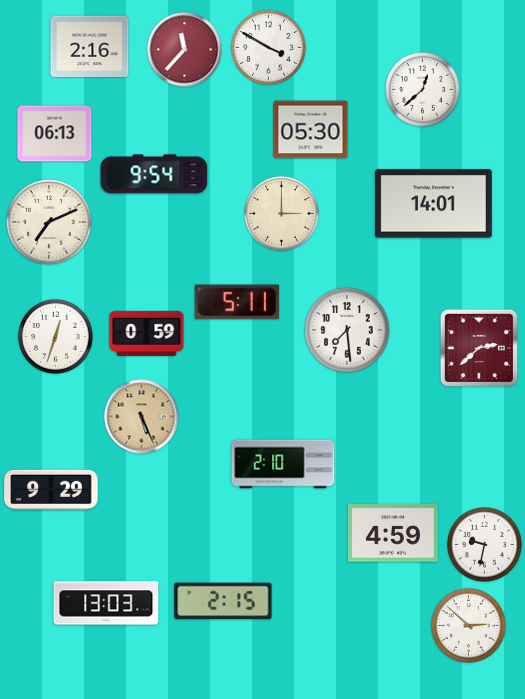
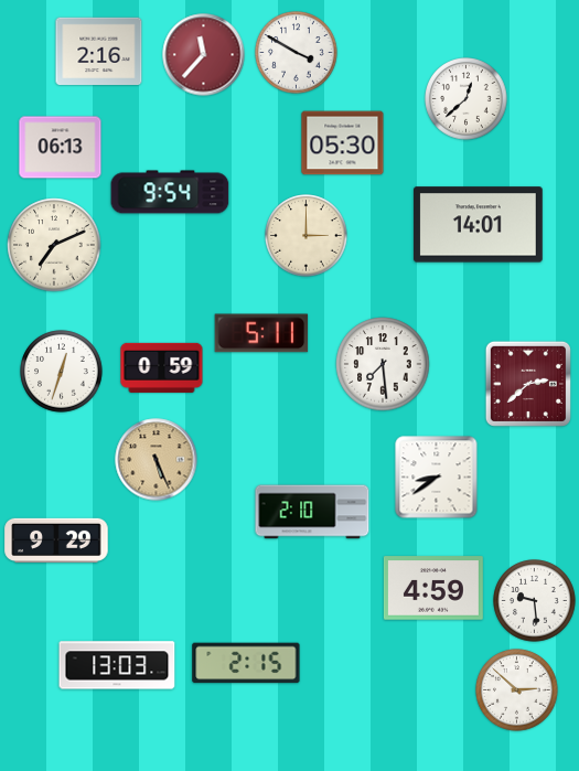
clock at (282, 214) position: (282, 214) -> (307, 236)
clock at (437, 478): none -> 8:39
clock at (485, 545): 9:32 -> 9:29
